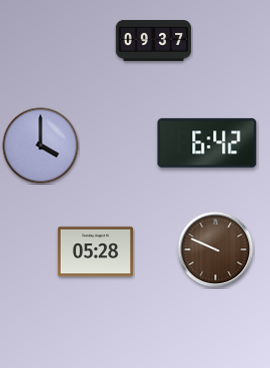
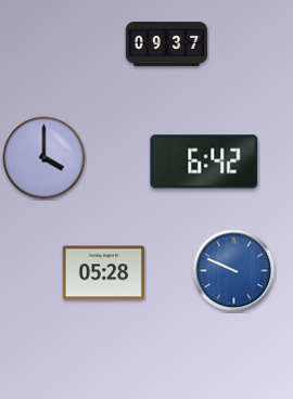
clock at (207, 143) position: (207, 143) -> (204, 162)
clock at (216, 250) dial: brown -> blue
